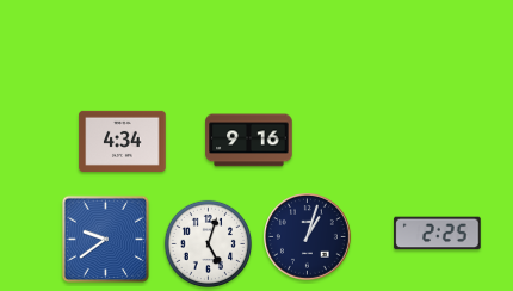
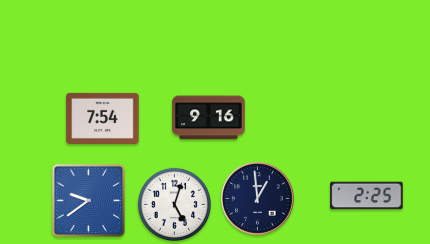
clock at (123, 141): 4:34 -> 7:54
clock at (308, 237): 1:03 -> 12:59
